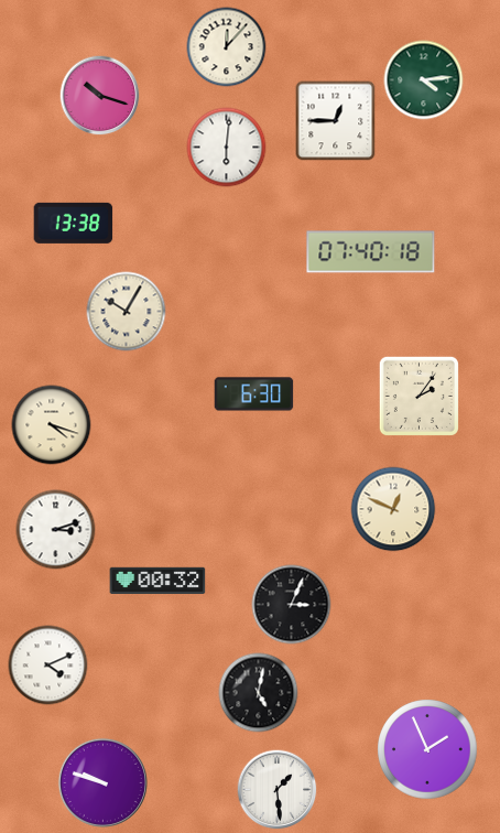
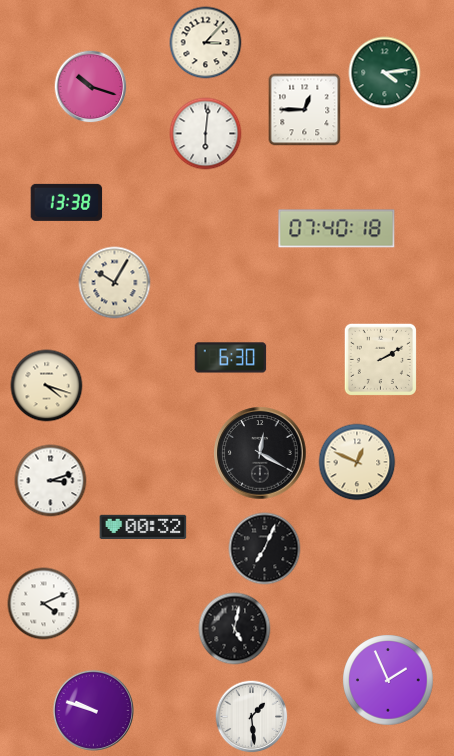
clock at (227, 47): 12:07 -> 3:07
clock at (419, 396): 2:06 -> 2:10
clock at (260, 453): none -> 12:20
clock at (292, 605): 3:04 -> 7:04
